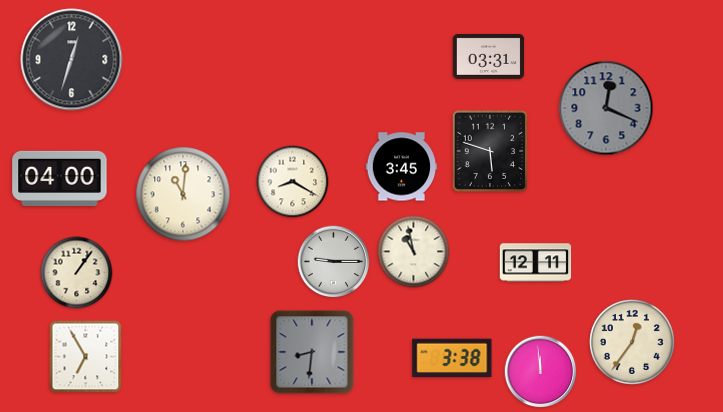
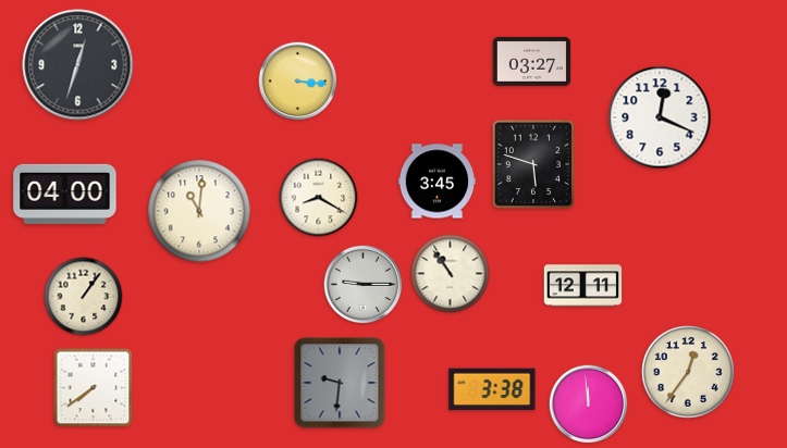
clock at (489, 56): 03:31 -> 03:27
clock at (298, 82): none -> 3:16
clock at (606, 108) dial: grey -> white
clock at (414, 252): 10:58 -> 10:54
clock at (312, 352): 8:31 -> 9:31
clock at (86, 357): 6:55 -> 7:39
